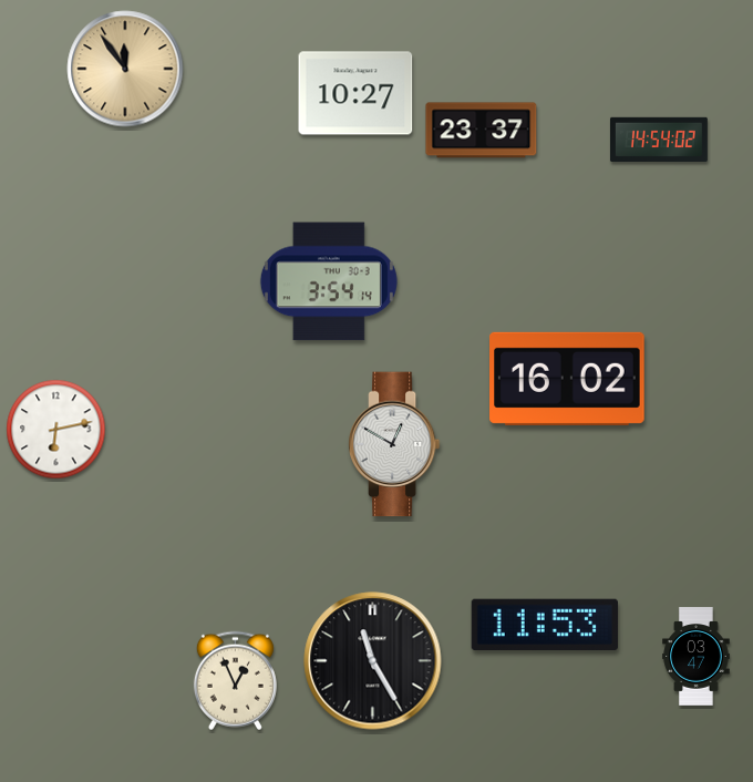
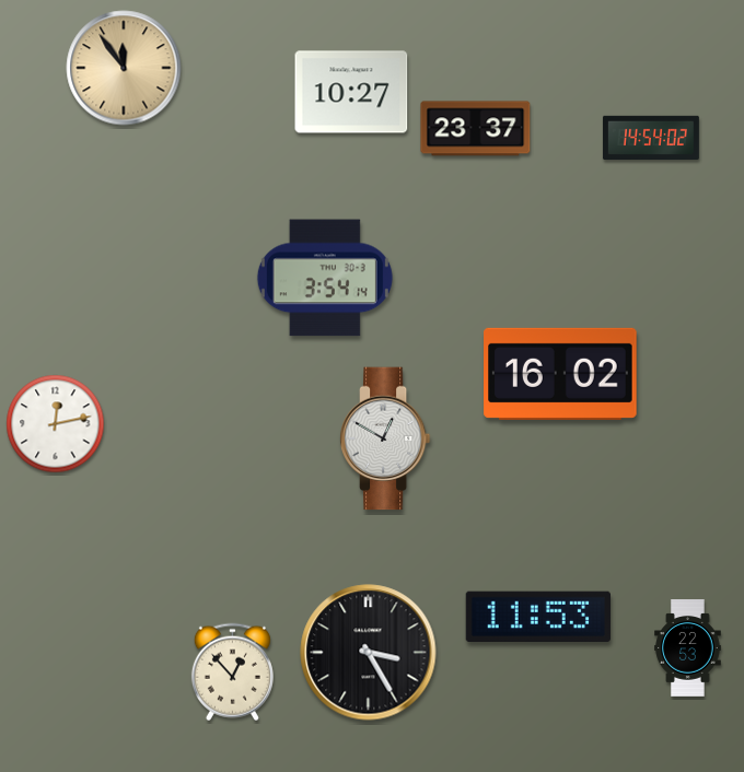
clock at (56, 430): 6:13 -> 12:13
clock at (394, 444) position: (394, 444) -> (385, 438)
clock at (697, 657): 03:47 -> 22:53
clock at (373, 661): 11:25 -> 3:25
clock at (235, 681): 12:56 -> 12:53
